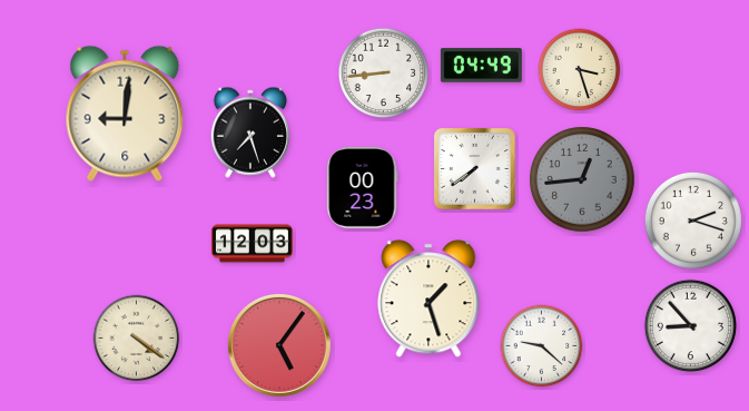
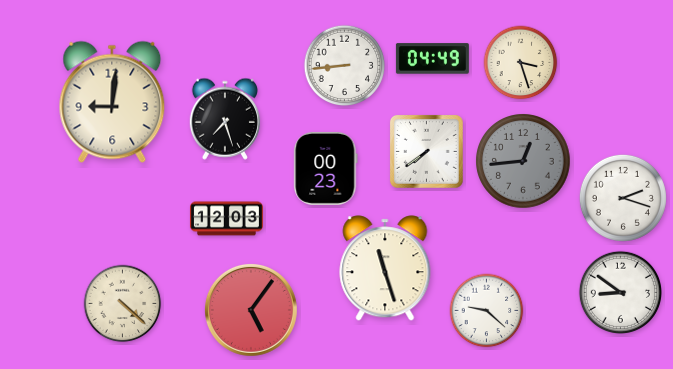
clock at (428, 299): 1:27 -> 11:27
clock at (690, 325): 8:53 -> 8:51
clock at (137, 339): 4:21 -> 4:22
